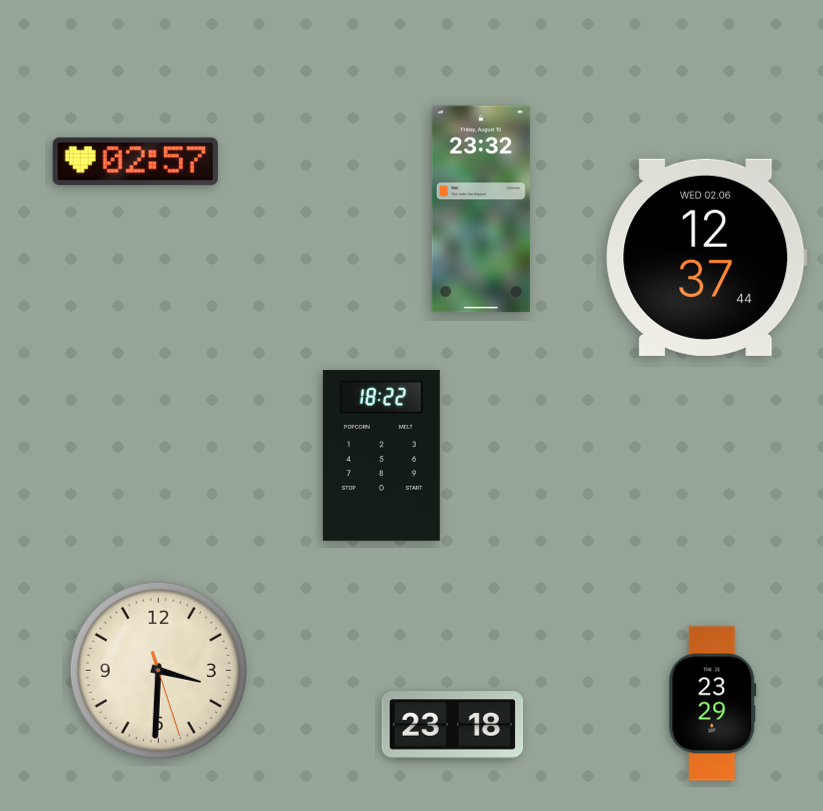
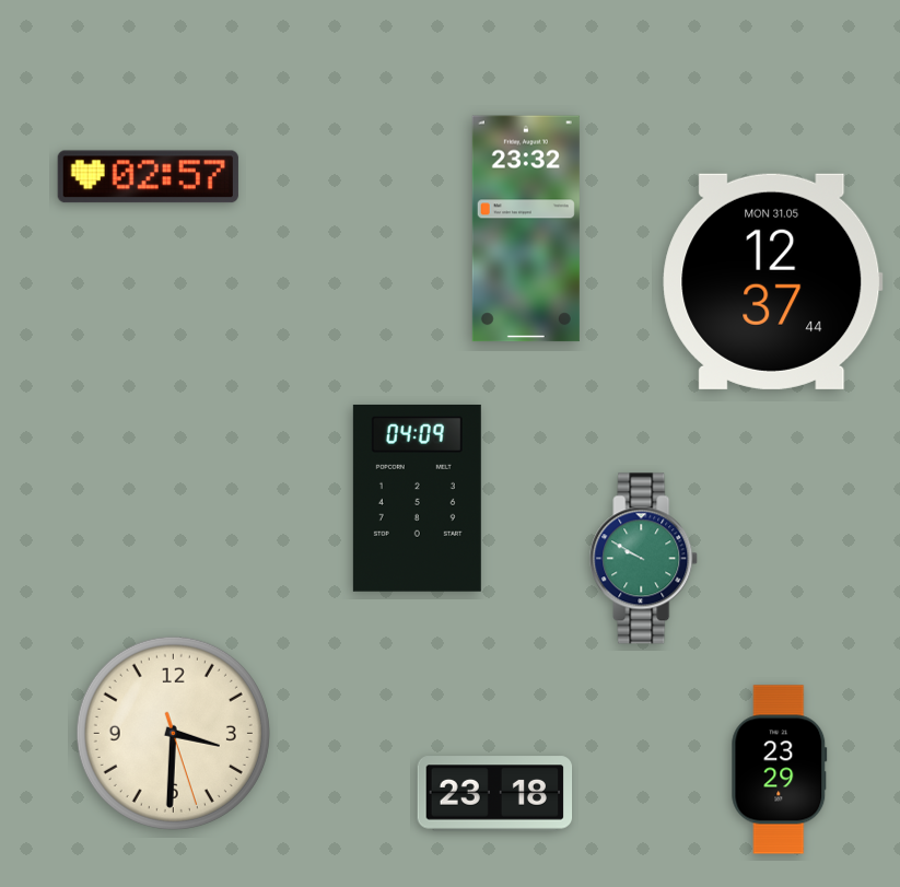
clock at (707, 257) date: WED 02.06 -> MON 31.05
clock at (381, 455): 18:22 -> 04:09
clock at (644, 559): none -> 9:50
